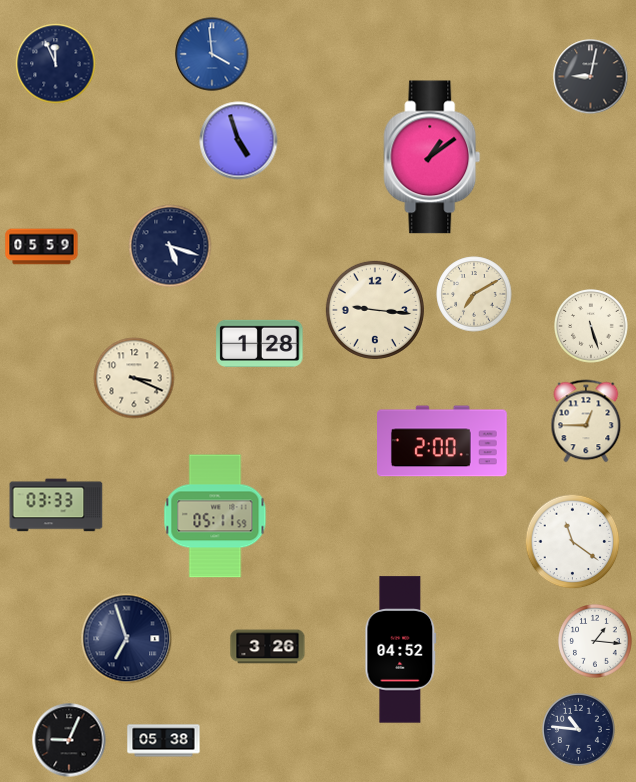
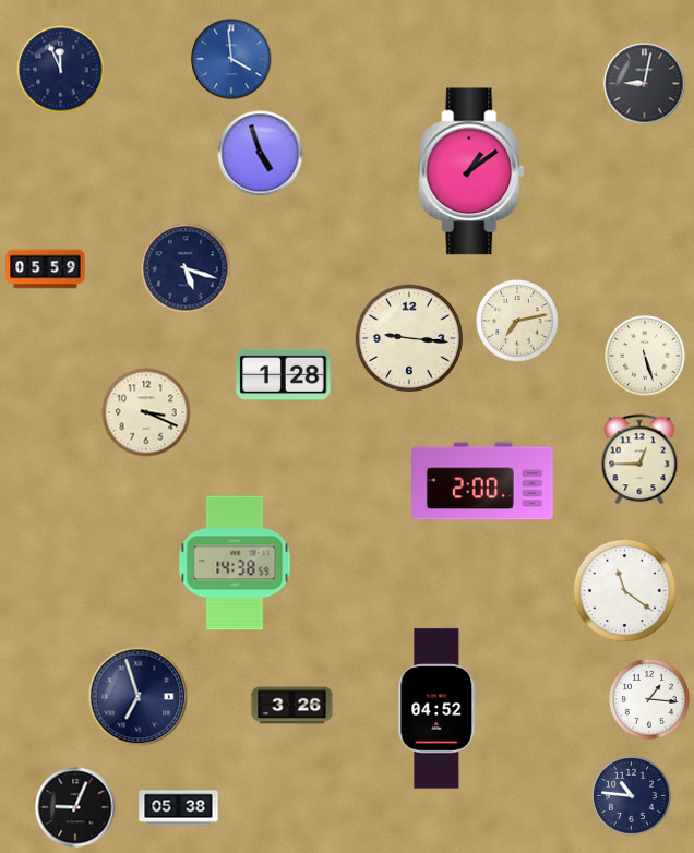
clock at (474, 294): 7:10 -> 7:13
clock at (56, 505): 03:33 -> none
clock at (215, 516): 05:11 -> 14:38
